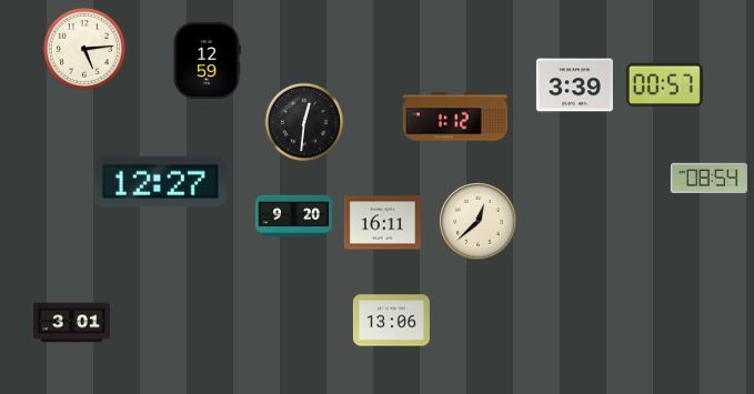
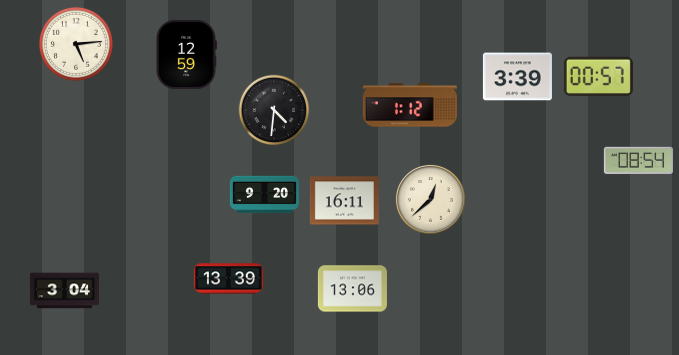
clock at (304, 122): 12:31 -> 4:31
clock at (160, 182): 12:27 -> none
clock at (228, 279): none -> 13:39
clock at (71, 323): 3:01 -> 3:04
